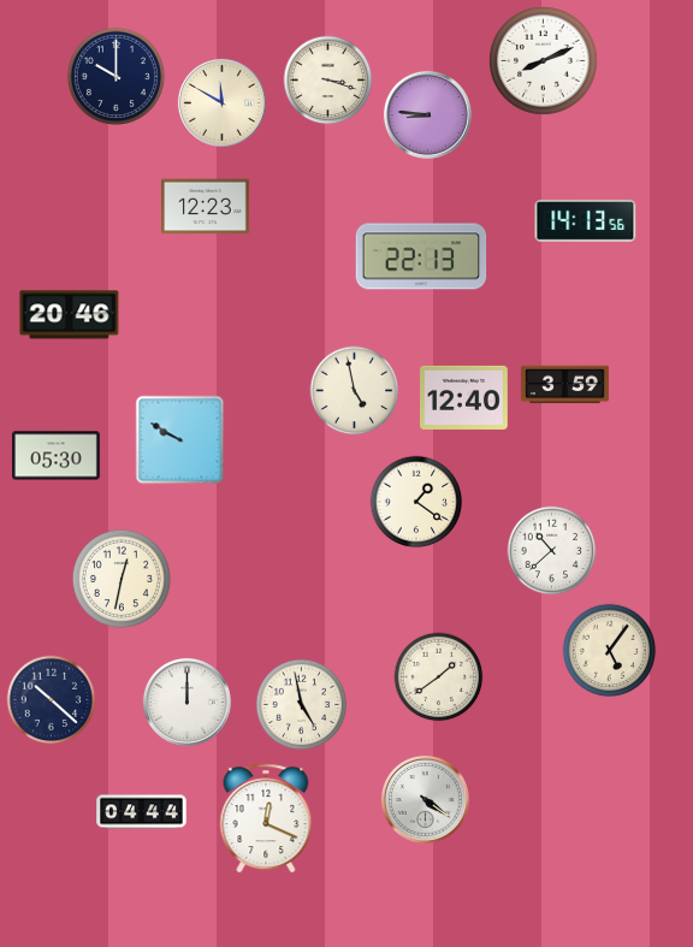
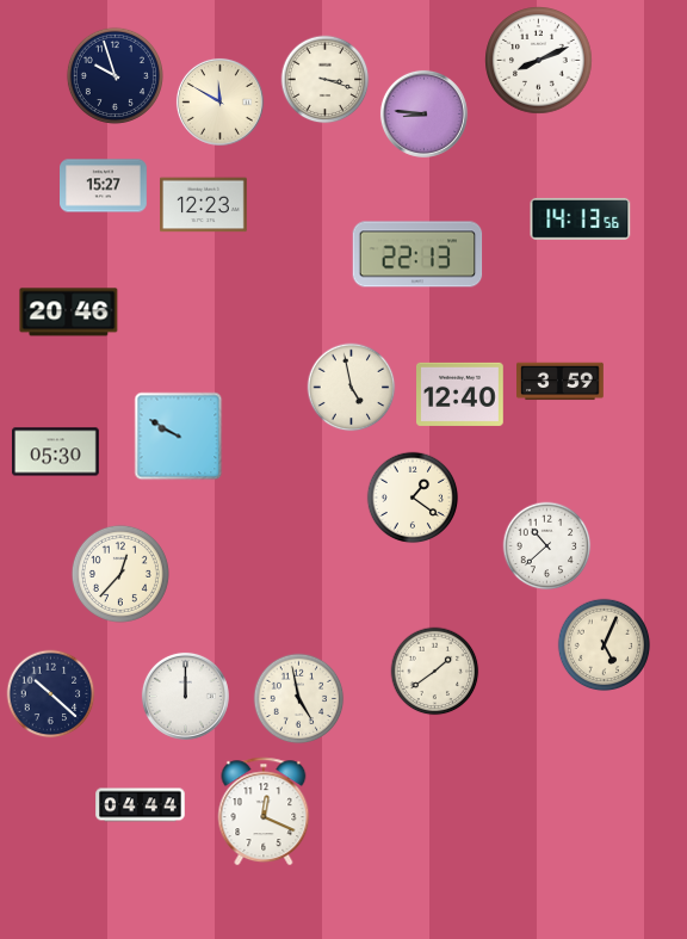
clock at (115, 76): 10:00 -> 9:57
clock at (104, 186): none -> 15:27
clock at (122, 579): 12:32 -> 12:37
clock at (610, 651): 5:06 -> 5:04
clock at (425, 799): 4:21 -> none
